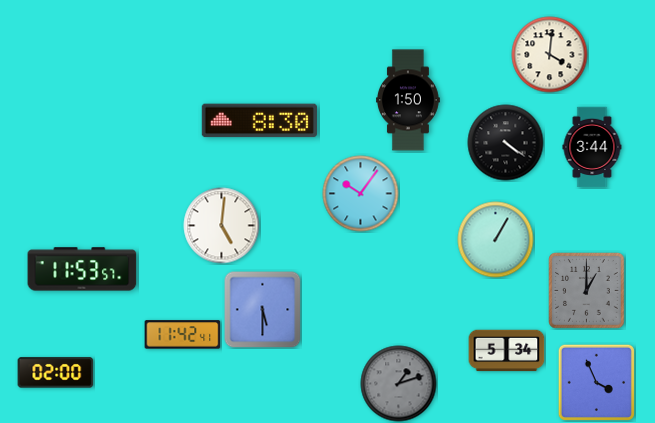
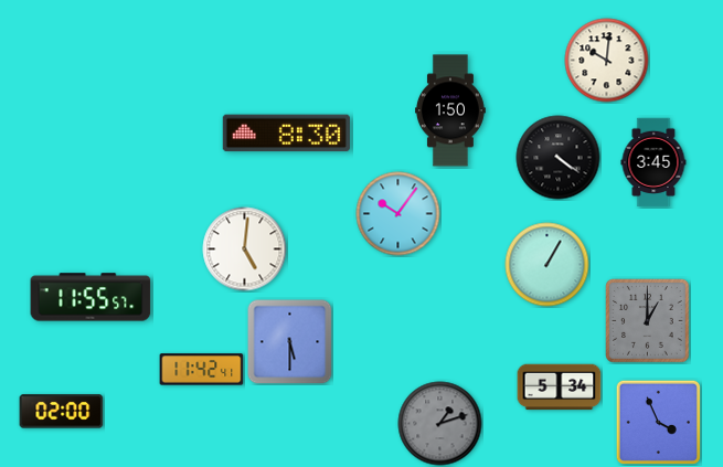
clock at (550, 55): 4:01 -> 10:01
clock at (592, 147): 3:44 -> 3:45
clock at (82, 269): 11:53 -> 11:55
